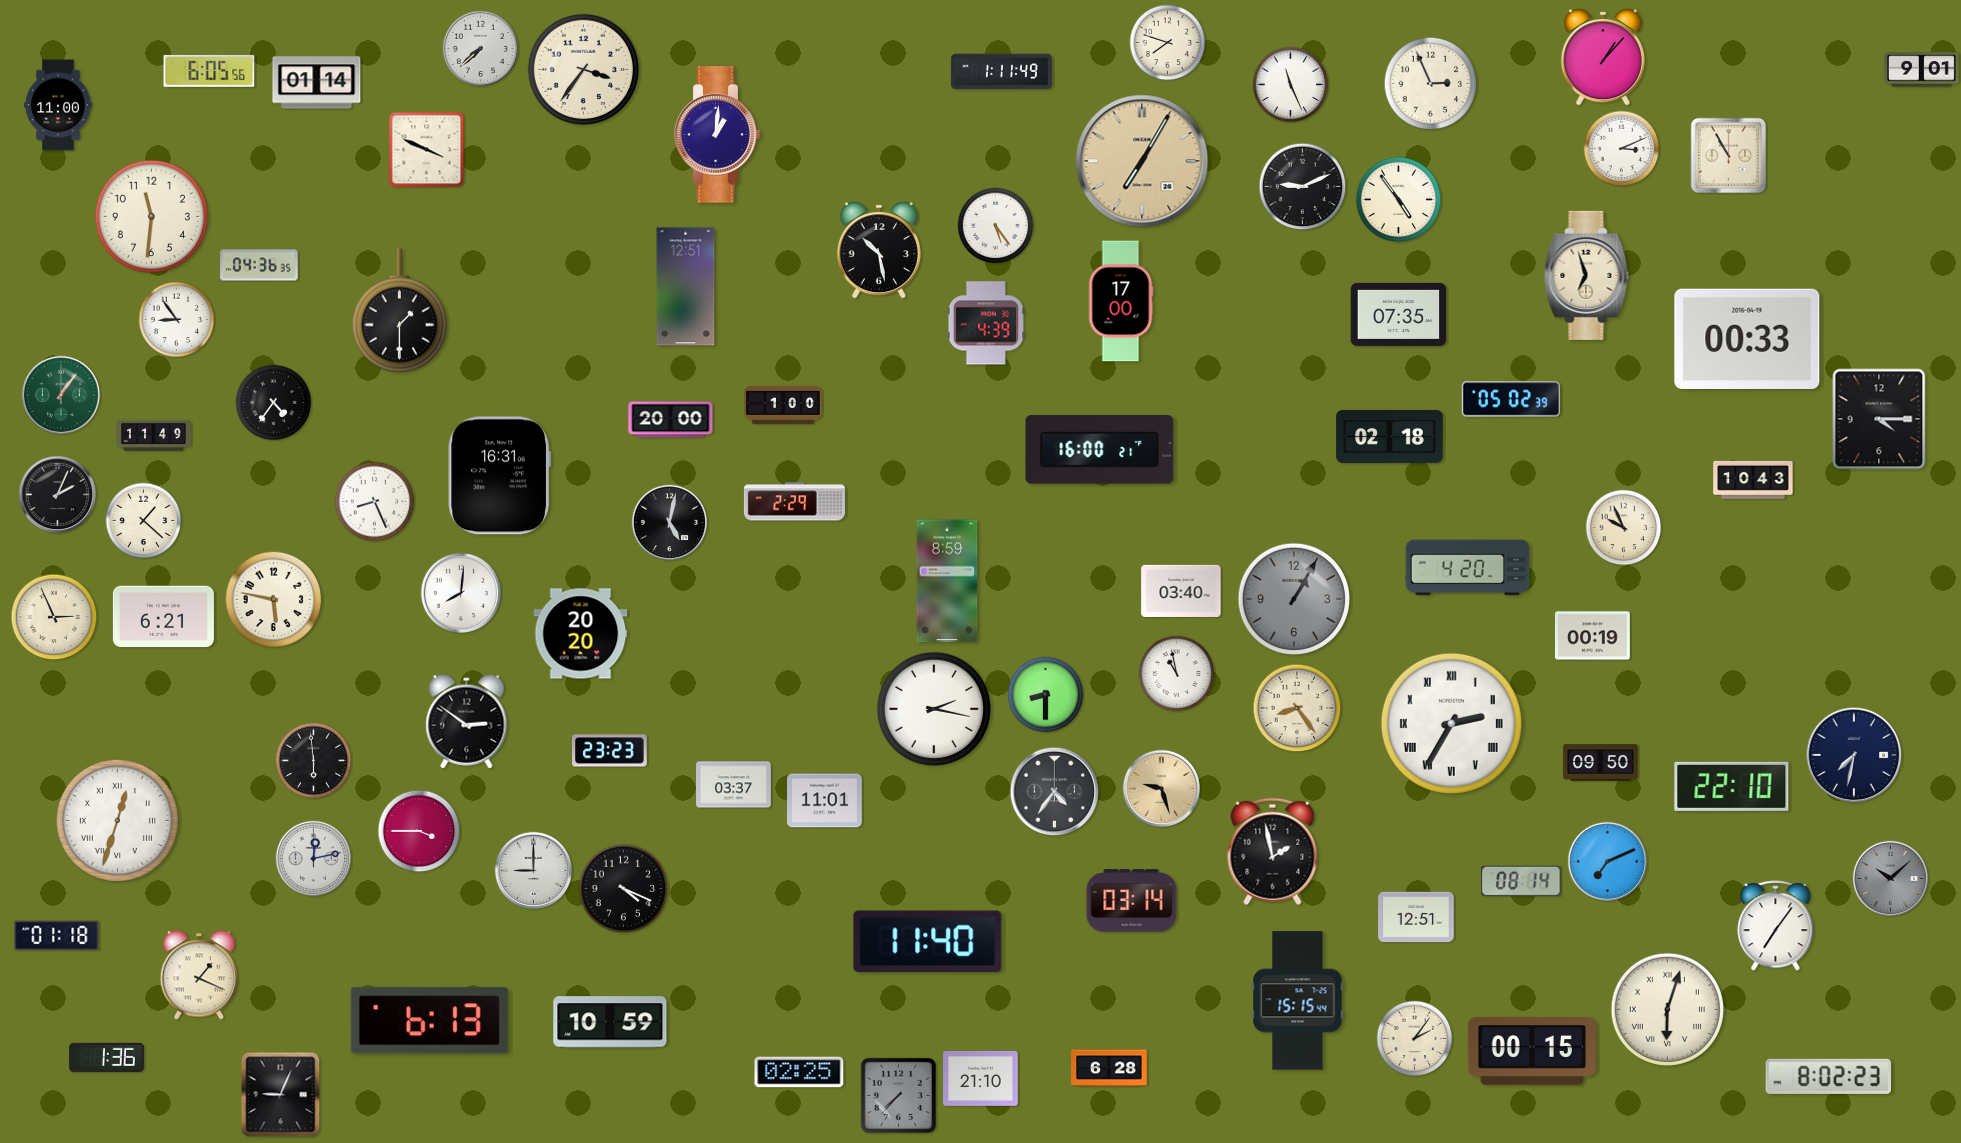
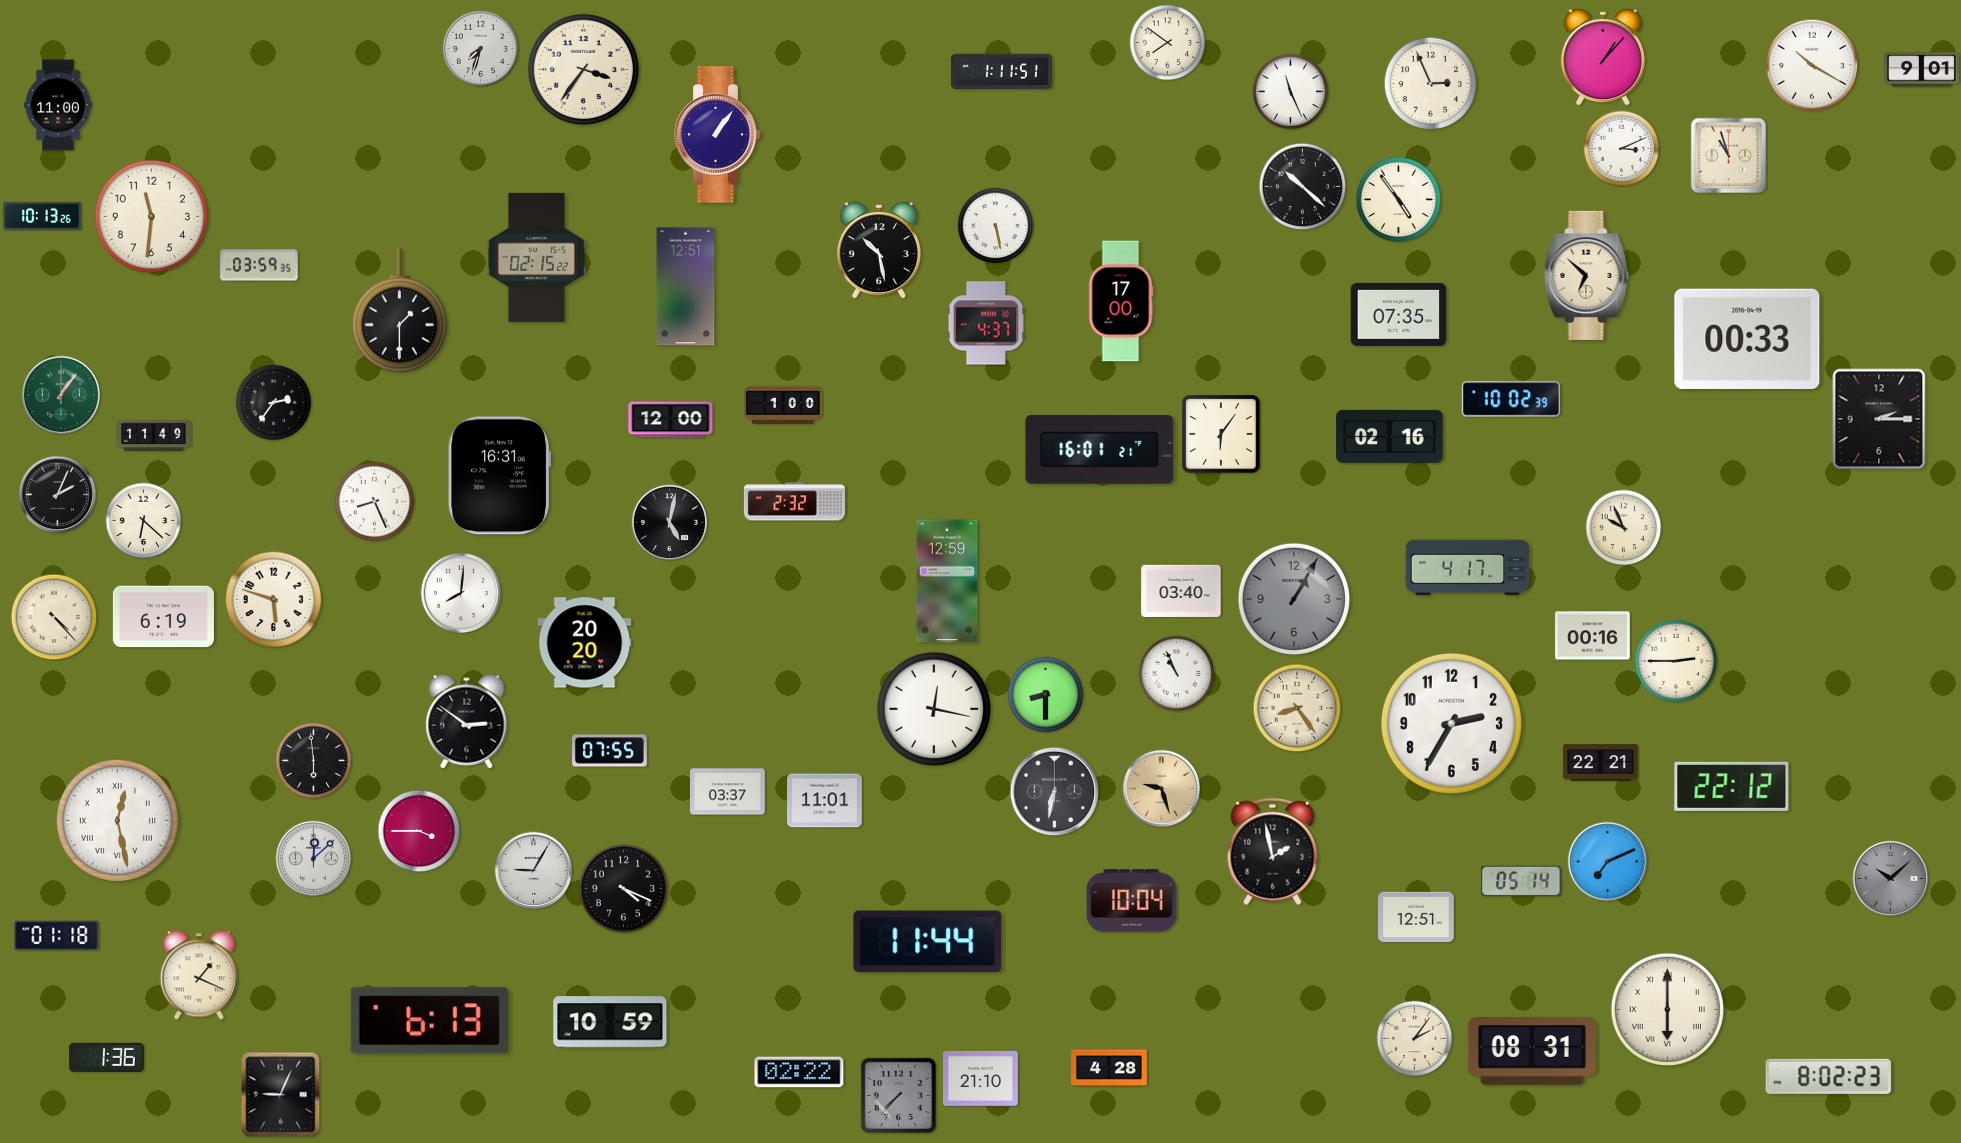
clock at (1168, 43): 7:48 -> 7:51
clock at (480, 48): 7:38 -> 7:33
clock at (1812, 65): none -> 10:20
clock at (209, 71): 6:05 -> none
clock at (1001, 72): 1:11:49 -> 1:11:51
clock at (317, 83): 01:14 -> none
clock at (1291, 85) position: (1291, 85) -> (1291, 92)
clock at (718, 135): 1:01 -> 1:06
clock at (427, 150): 3:49 -> none
clock at (1729, 156): 10:55 -> 10:57
clock at (1142, 161): 7:05 -> none
clock at (1303, 187): 9:11 -> 10:22
clock at (42, 216): none -> 10:13
clock at (996, 226): 5:24 -> 5:28
clock at (536, 257): none -> 02:15
clock at (259, 265): 04:36 -> 03:59
clock at (1587, 275): 6:57 -> 6:52
clock at (177, 320): 8:54 -> none
clock at (986, 323): 4:39 -> 4:37
clock at (1510, 399): 05:02 -> 10:02
clock at (274, 403): 4:36 -> 2:36
clock at (1879, 419): 4:15 -> 2:15
clock at (671, 420): 20:00 -> 12:00
clock at (1221, 434): none -> 6:06
clock at (1390, 436): 02:18 -> 02:16
clock at (1100, 450): 16:00 -> 16:01
clock at (1753, 480): 10:43 -> none
clock at (794, 502): 2:29 -> 2:32
clock at (144, 521): 1:22 -> 6:22
clock at (1468, 568): 4:20 -> 4:17
clock at (947, 581): 8:59 -> 12:59
clock at (274, 600): 5:47 -> 5:48
clock at (54, 617): 2:56 -> 4:23
clock at (163, 617): 6:21 -> 6:19
clock at (581, 634) position: (581, 634) -> (585, 643)
clock at (1593, 636): 00:19 -> 00:16
clock at (1676, 661): none -> 2:45
clock at (1177, 674): 10:58 -> 10:56
clock at (933, 708): 2:17 -> 12:17
clock at (1451, 723) numerals: Roman -> Arabic
clock at (610, 751): 23:23 -> 07:55
clock at (1854, 755): 7:32 -> none
clock at (1601, 763): 09:50 -> 22:21
clock at (734, 785) position: (734, 785) -> (728, 792)
clock at (1732, 786): 22:10 -> 22:12
clock at (1055, 792): 4:36 -> 6:32
clock at (117, 820): 12:33 -> 12:28
clock at (313, 858): 12:13 -> 12:08
clock at (533, 870): 9:00 -> 9:05
clock at (1521, 880): 08:14 -> 05:14
clock at (1132, 901): 03:14 -> 10:04
clock at (1776, 926): 7:06 -> none
clock at (928, 942): 11:40 -> 11:44
clock at (1298, 1001): 15:15 -> none
clock at (1667, 1009): 6:03 -> 6:00
clock at (1532, 1051): 00:15 -> 08:31
clock at (1109, 1068): 6:28 -> 4:28
clock at (799, 1072): 02:25 -> 02:22
